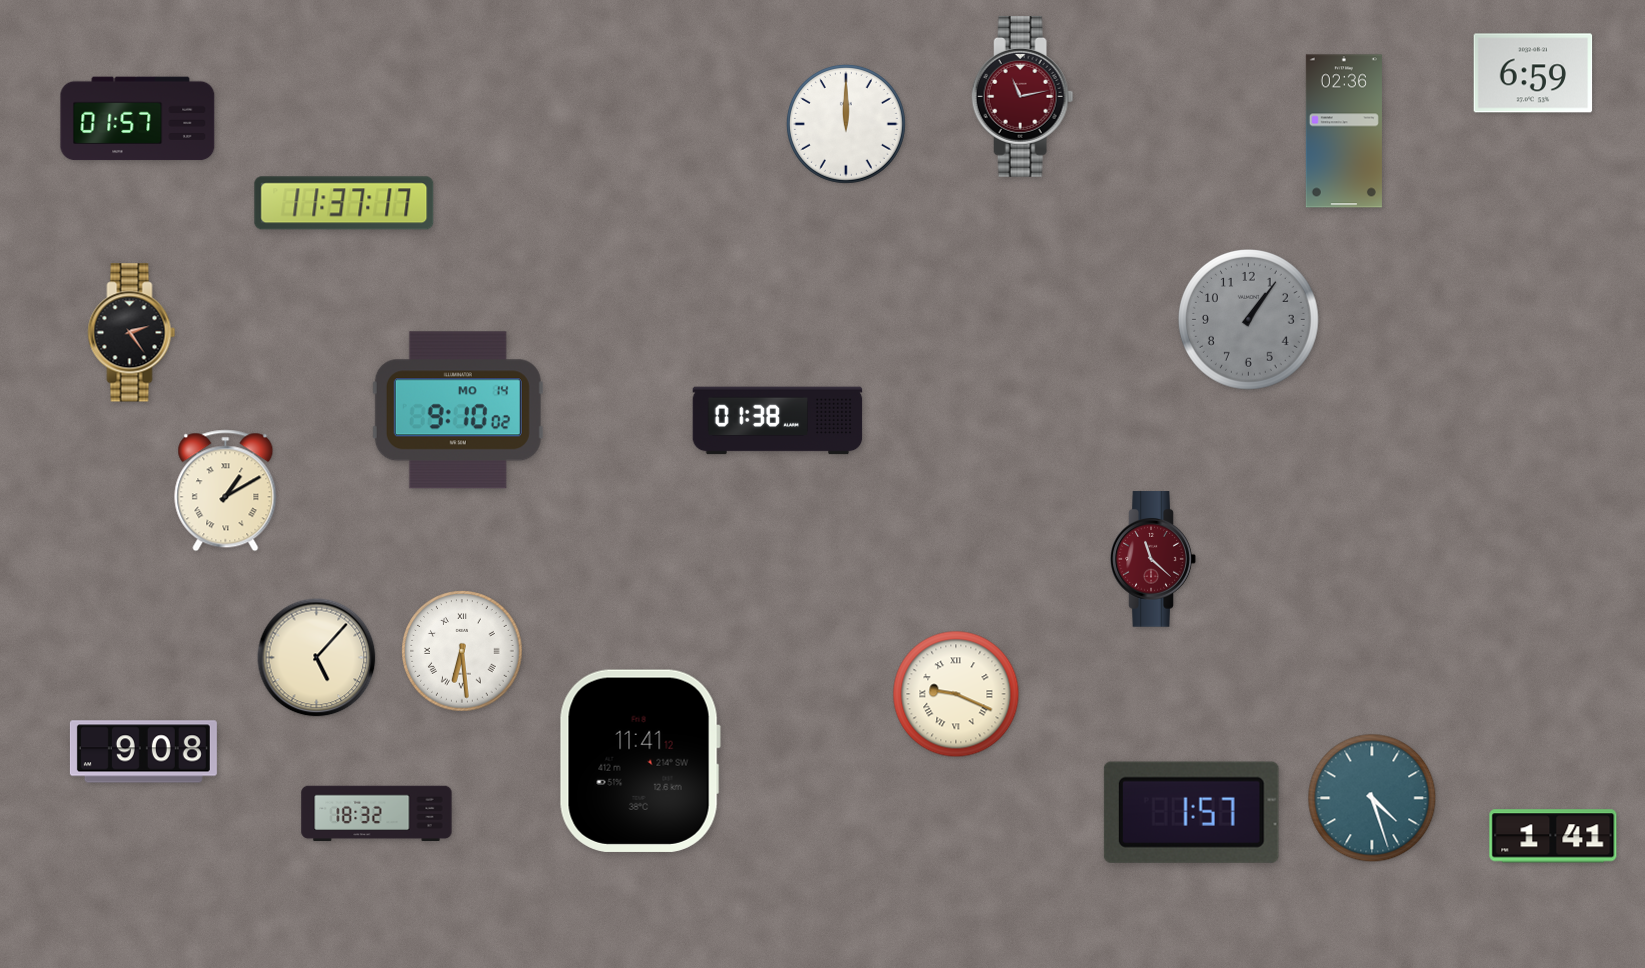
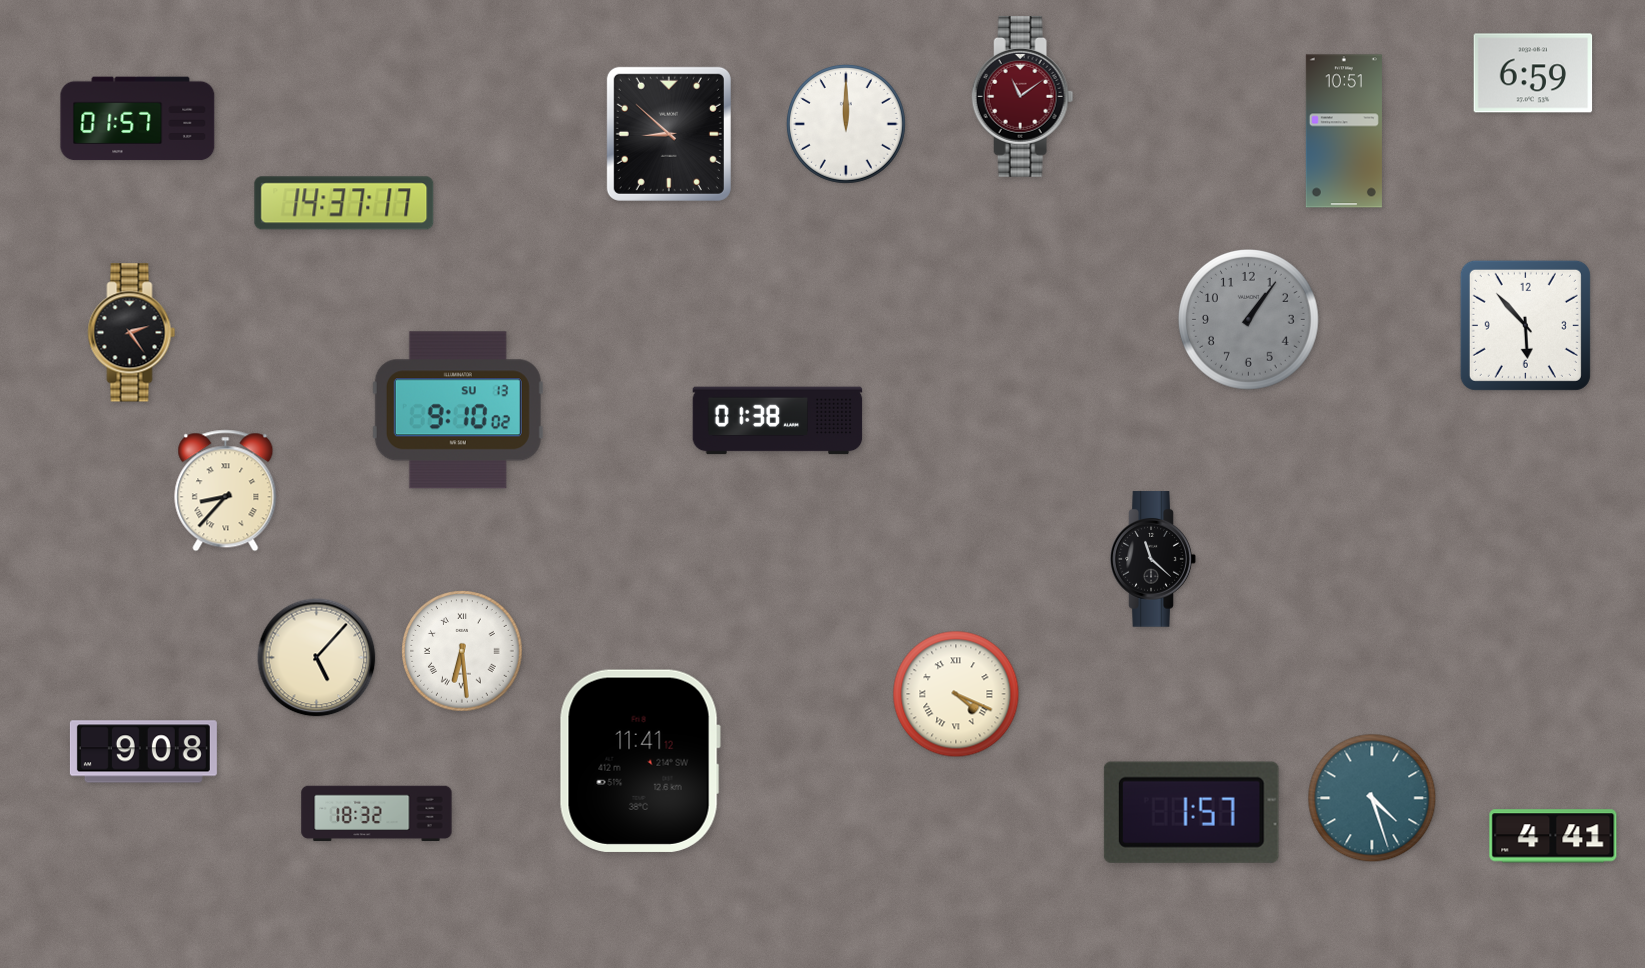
clock at (1023, 96): 11:13 -> 11:09
clock at (1344, 131): 02:36 -> 10:51
clock at (669, 134): none -> 8:52
clock at (344, 203): 11:37 -> 14:37
clock at (1525, 325): none -> 5:53
clock at (458, 410) date: MO 14 -> SU 13
clock at (226, 491): 1:10 -> 8:37
clock at (1153, 559) dial: burgundy -> black
clock at (956, 694): 9:19 -> 4:19
clock at (1553, 836): 1:41 -> 4:41
